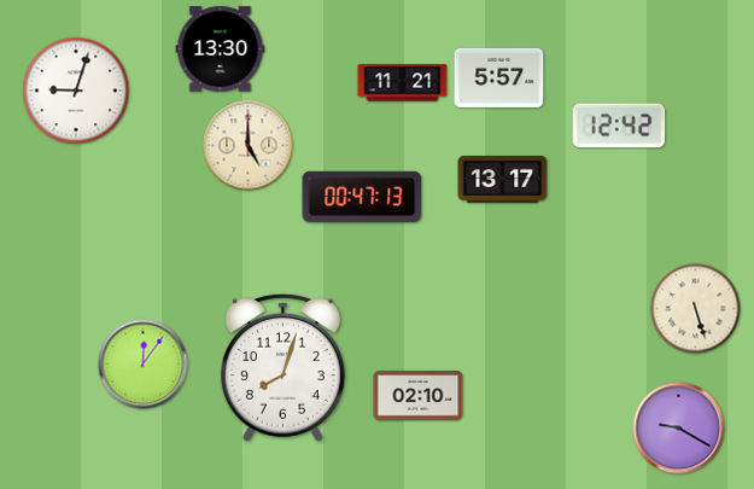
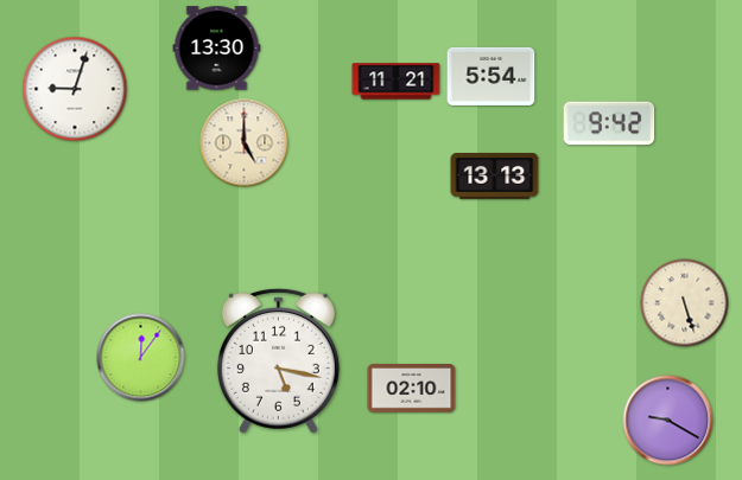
clock at (499, 77): 5:57 -> 5:54
clock at (619, 126): 12:42 -> 9:42
clock at (503, 180): 13:17 -> 13:13
clock at (362, 197): 00:47 -> none
clock at (282, 367): 8:03 -> 5:17
